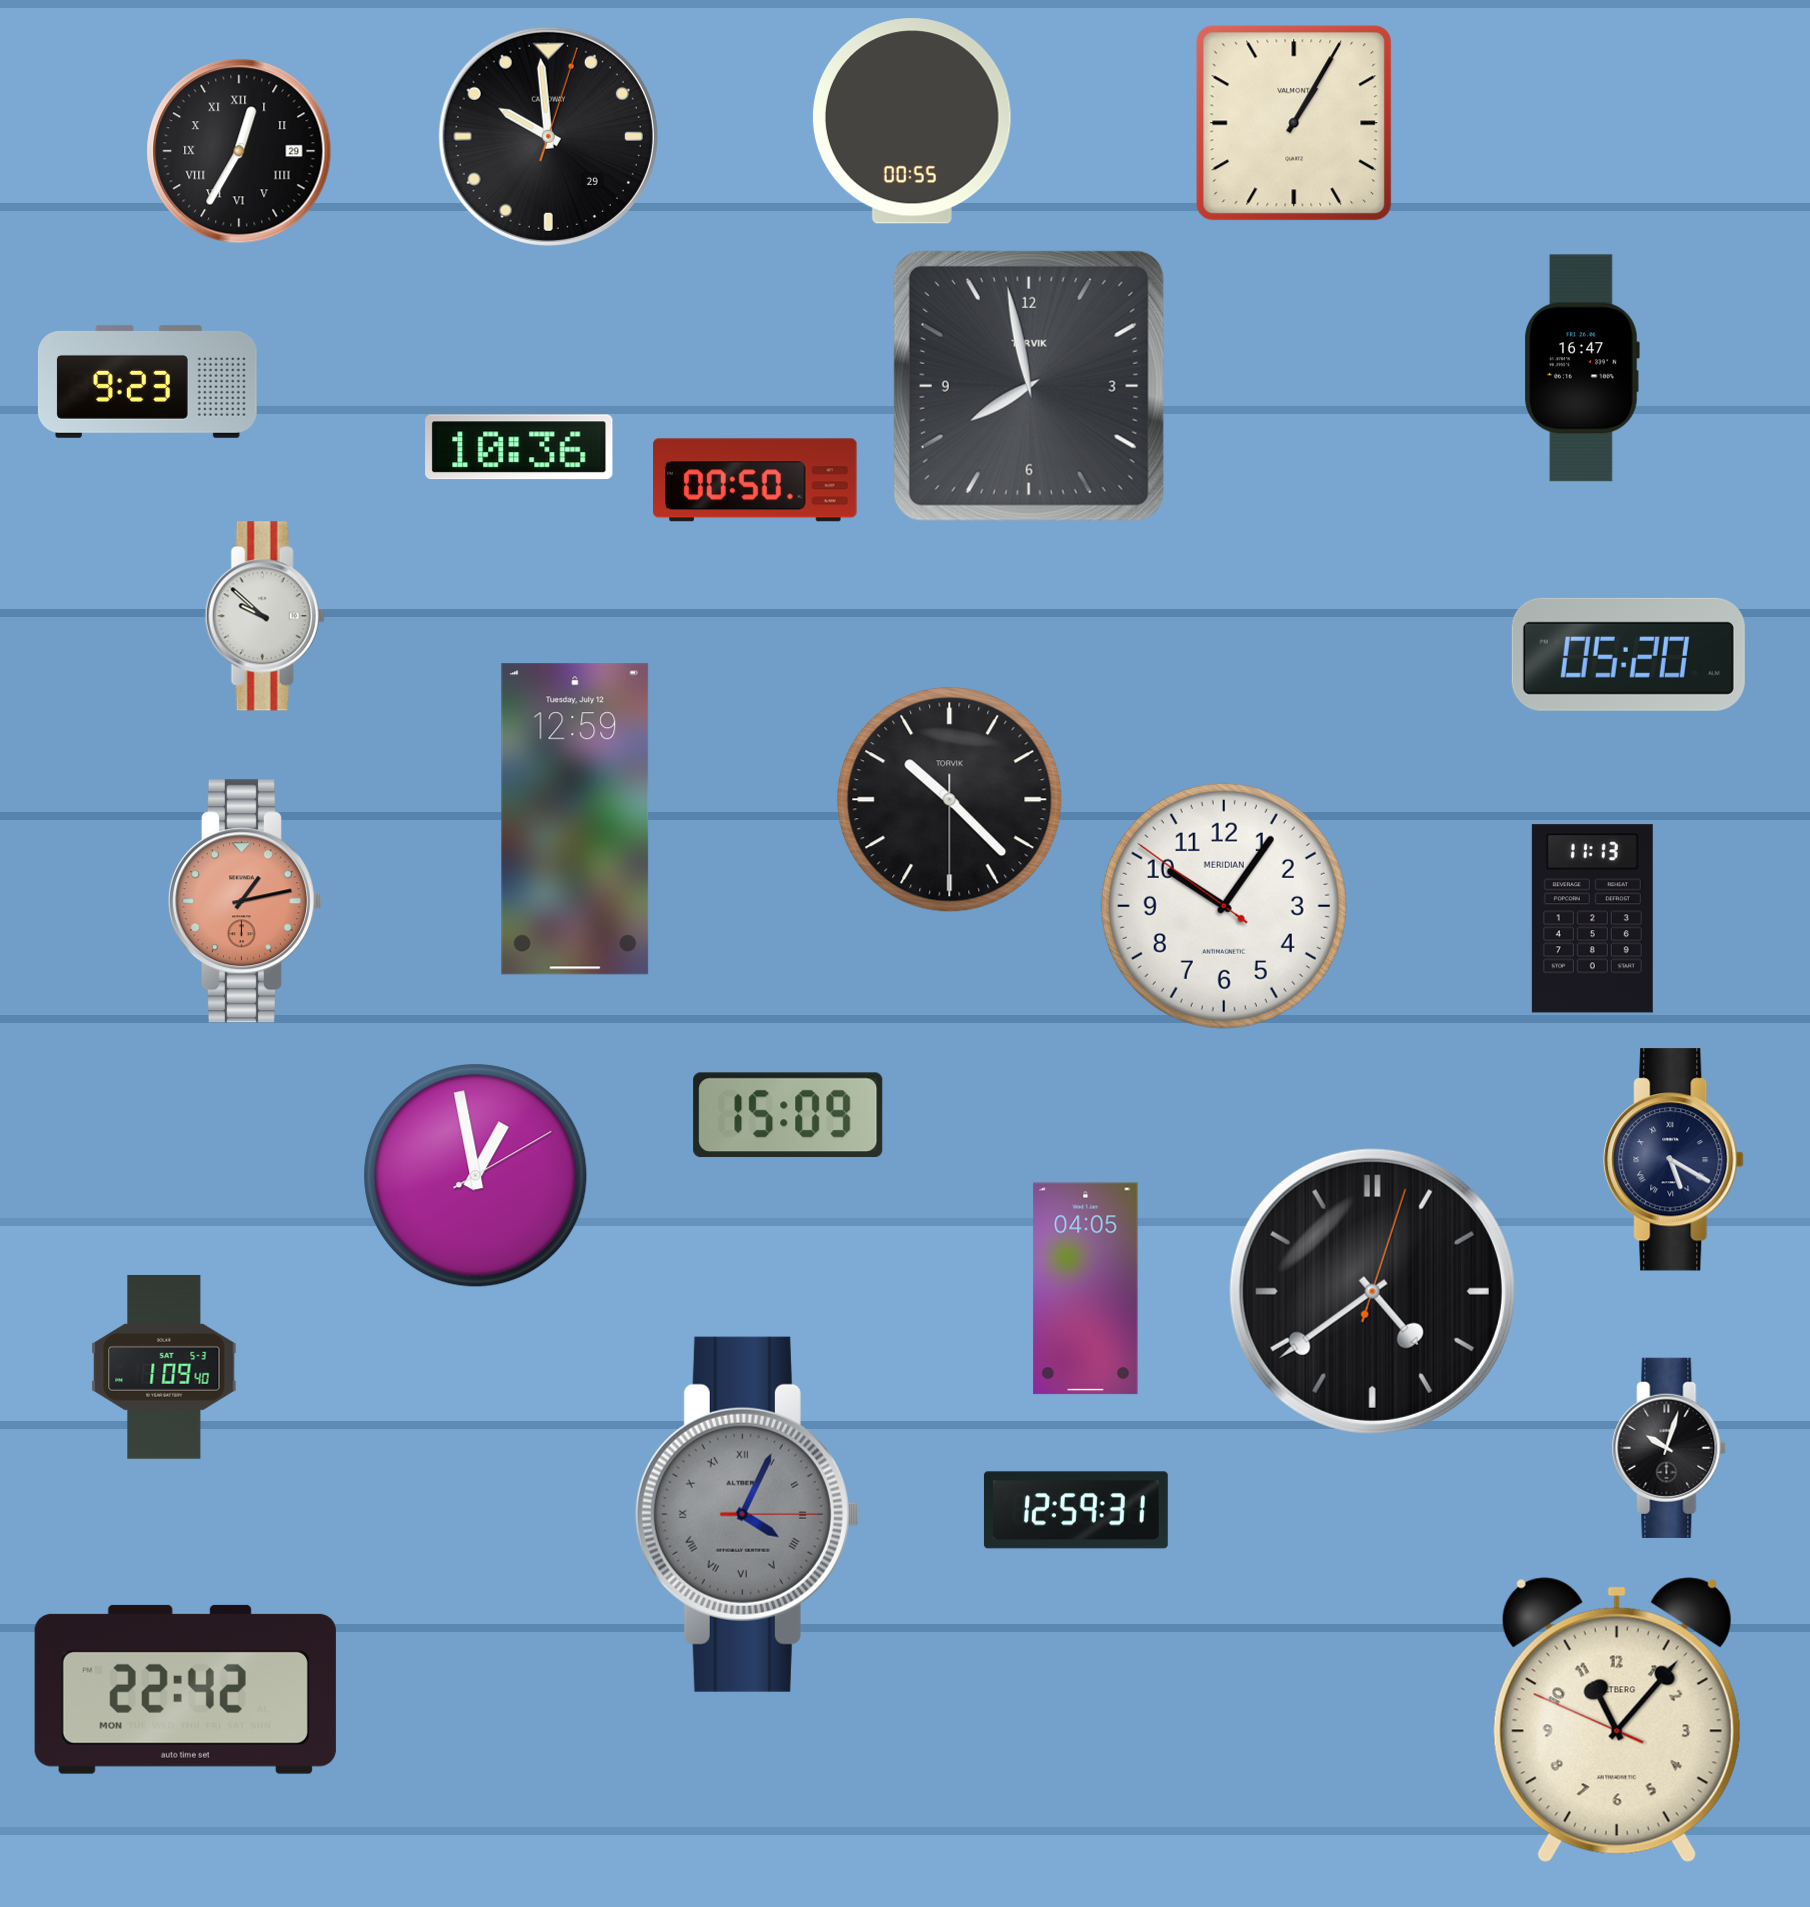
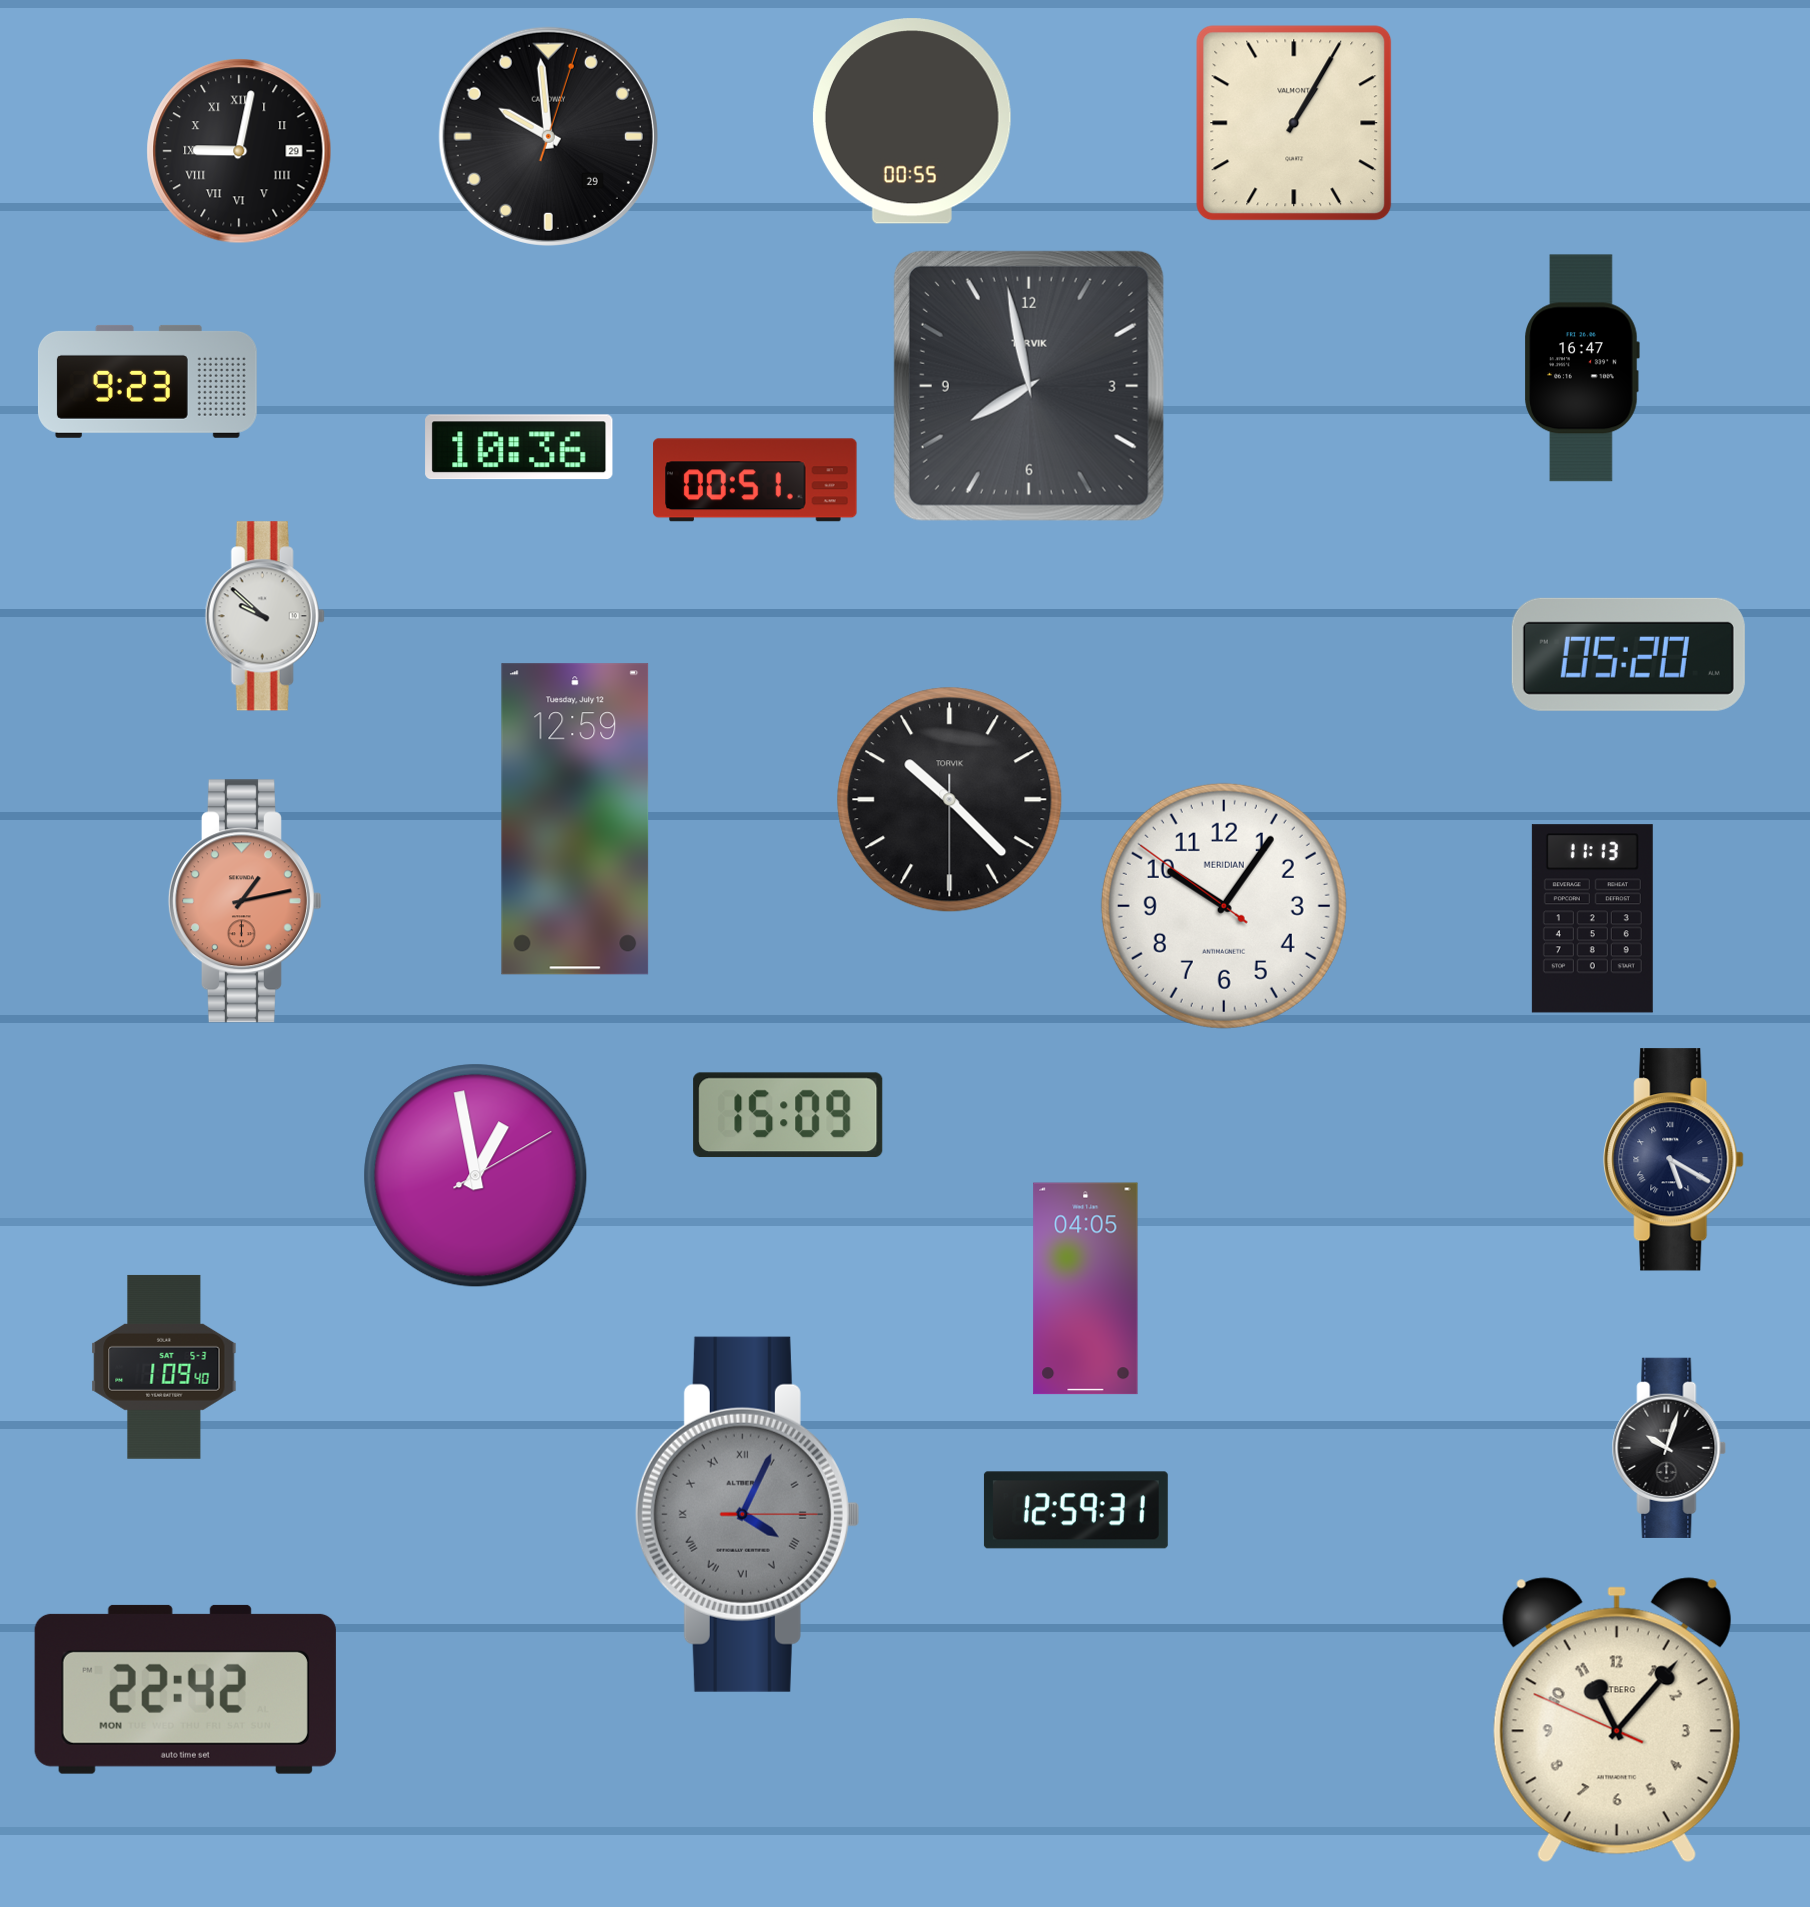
clock at (239, 151): 12:35 -> 9:02
clock at (755, 480): 00:50 -> 00:51
clock at (1372, 1291): 4:39 -> none
